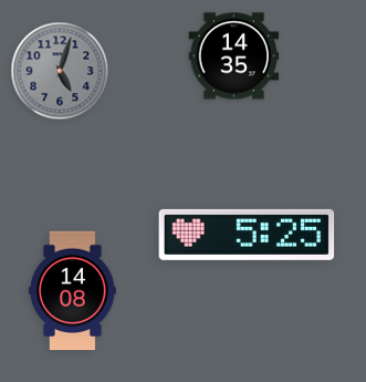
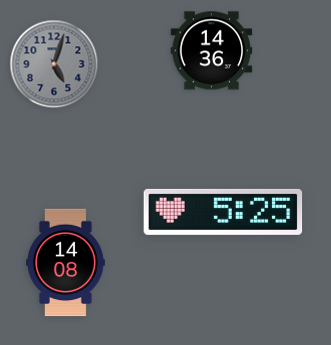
clock at (234, 56): 14:35 -> 14:36
